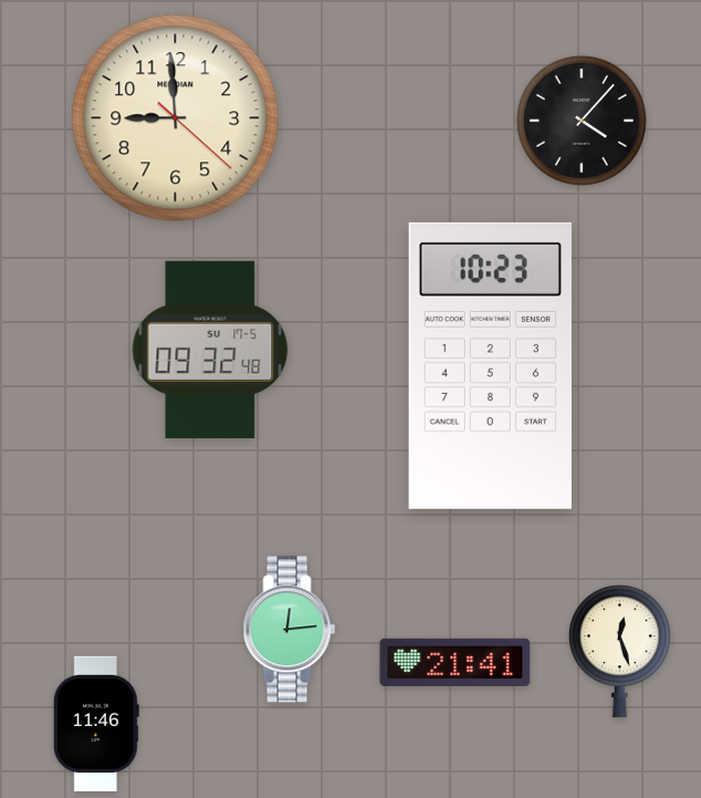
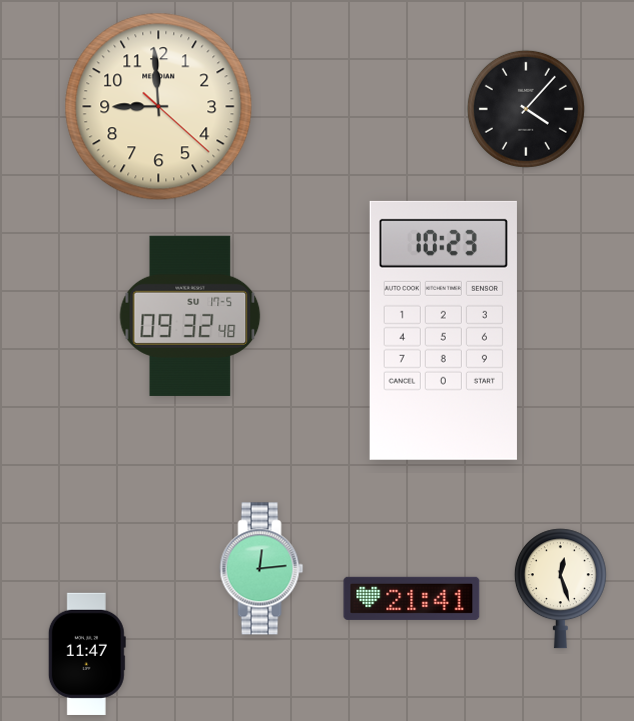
clock at (96, 724): 11:46 -> 11:47
